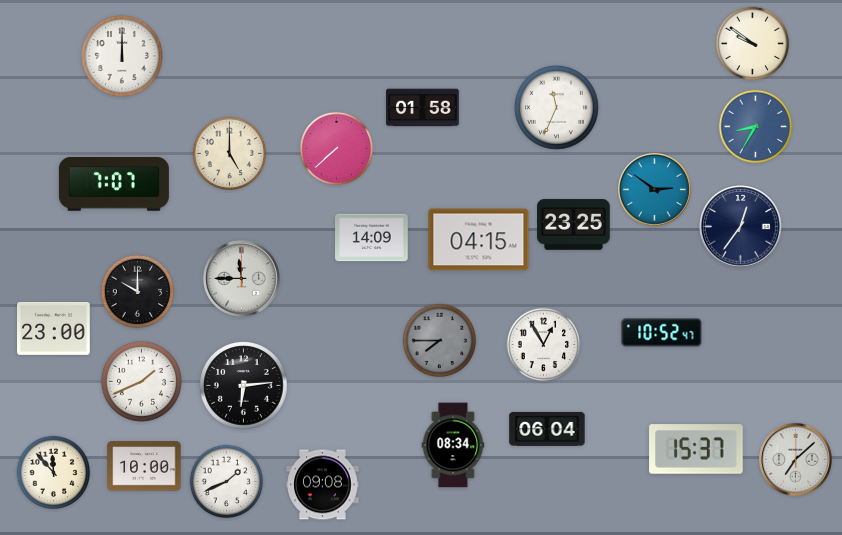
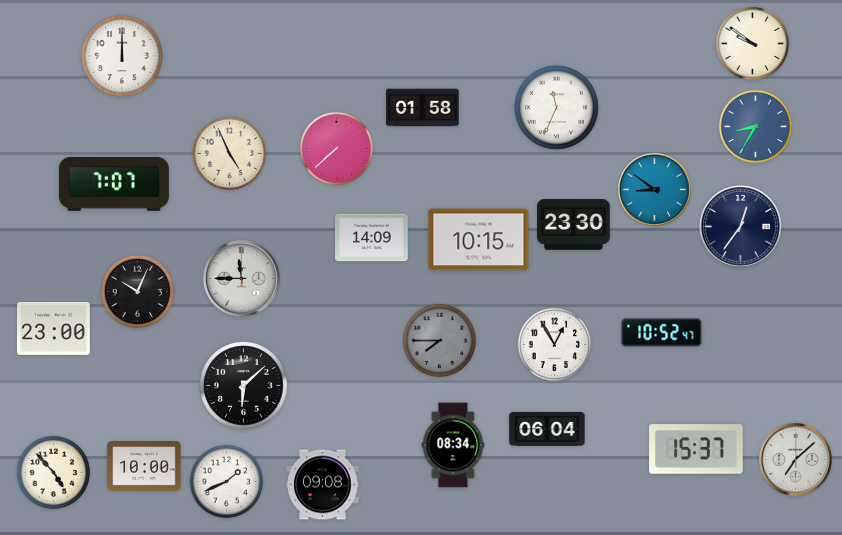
clock at (230, 154): 5:00 -> 4:56
clock at (654, 189): 2:51 -> 8:51
clock at (574, 225): 23:25 -> 23:30
clock at (479, 240): 04:15 -> 10:15
clock at (138, 292): 10:00 -> 10:04
clock at (544, 345) position: (544, 345) -> (555, 345)
clock at (141, 381): 1:41 -> none
clock at (244, 386): 6:14 -> 6:08
clock at (54, 473): 11:53 -> 4:53
